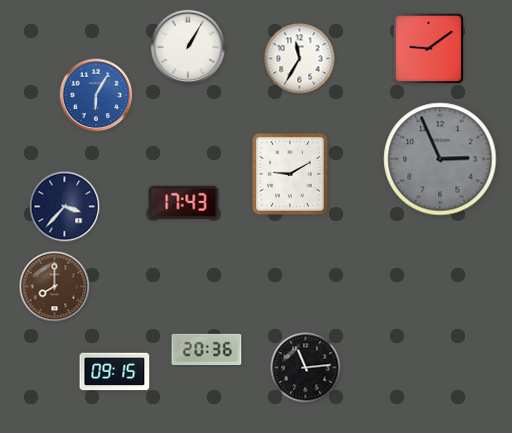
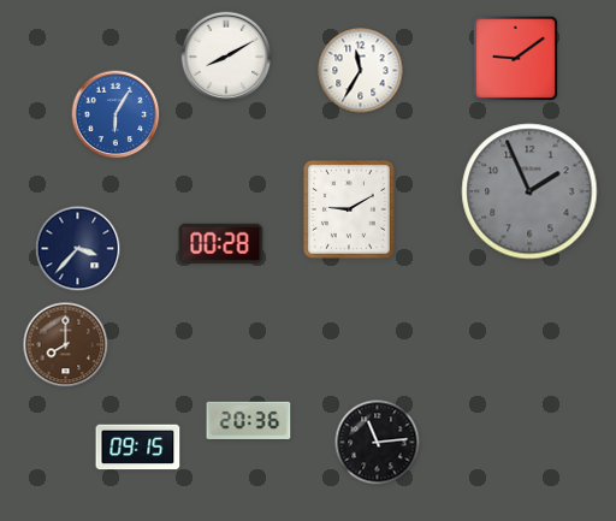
clock at (188, 47): 1:05 -> 8:10
clock at (440, 159): 2:56 -> 1:56
clock at (184, 203): 17:43 -> 00:28
clock at (306, 368) position: (306, 368) -> (378, 443)
